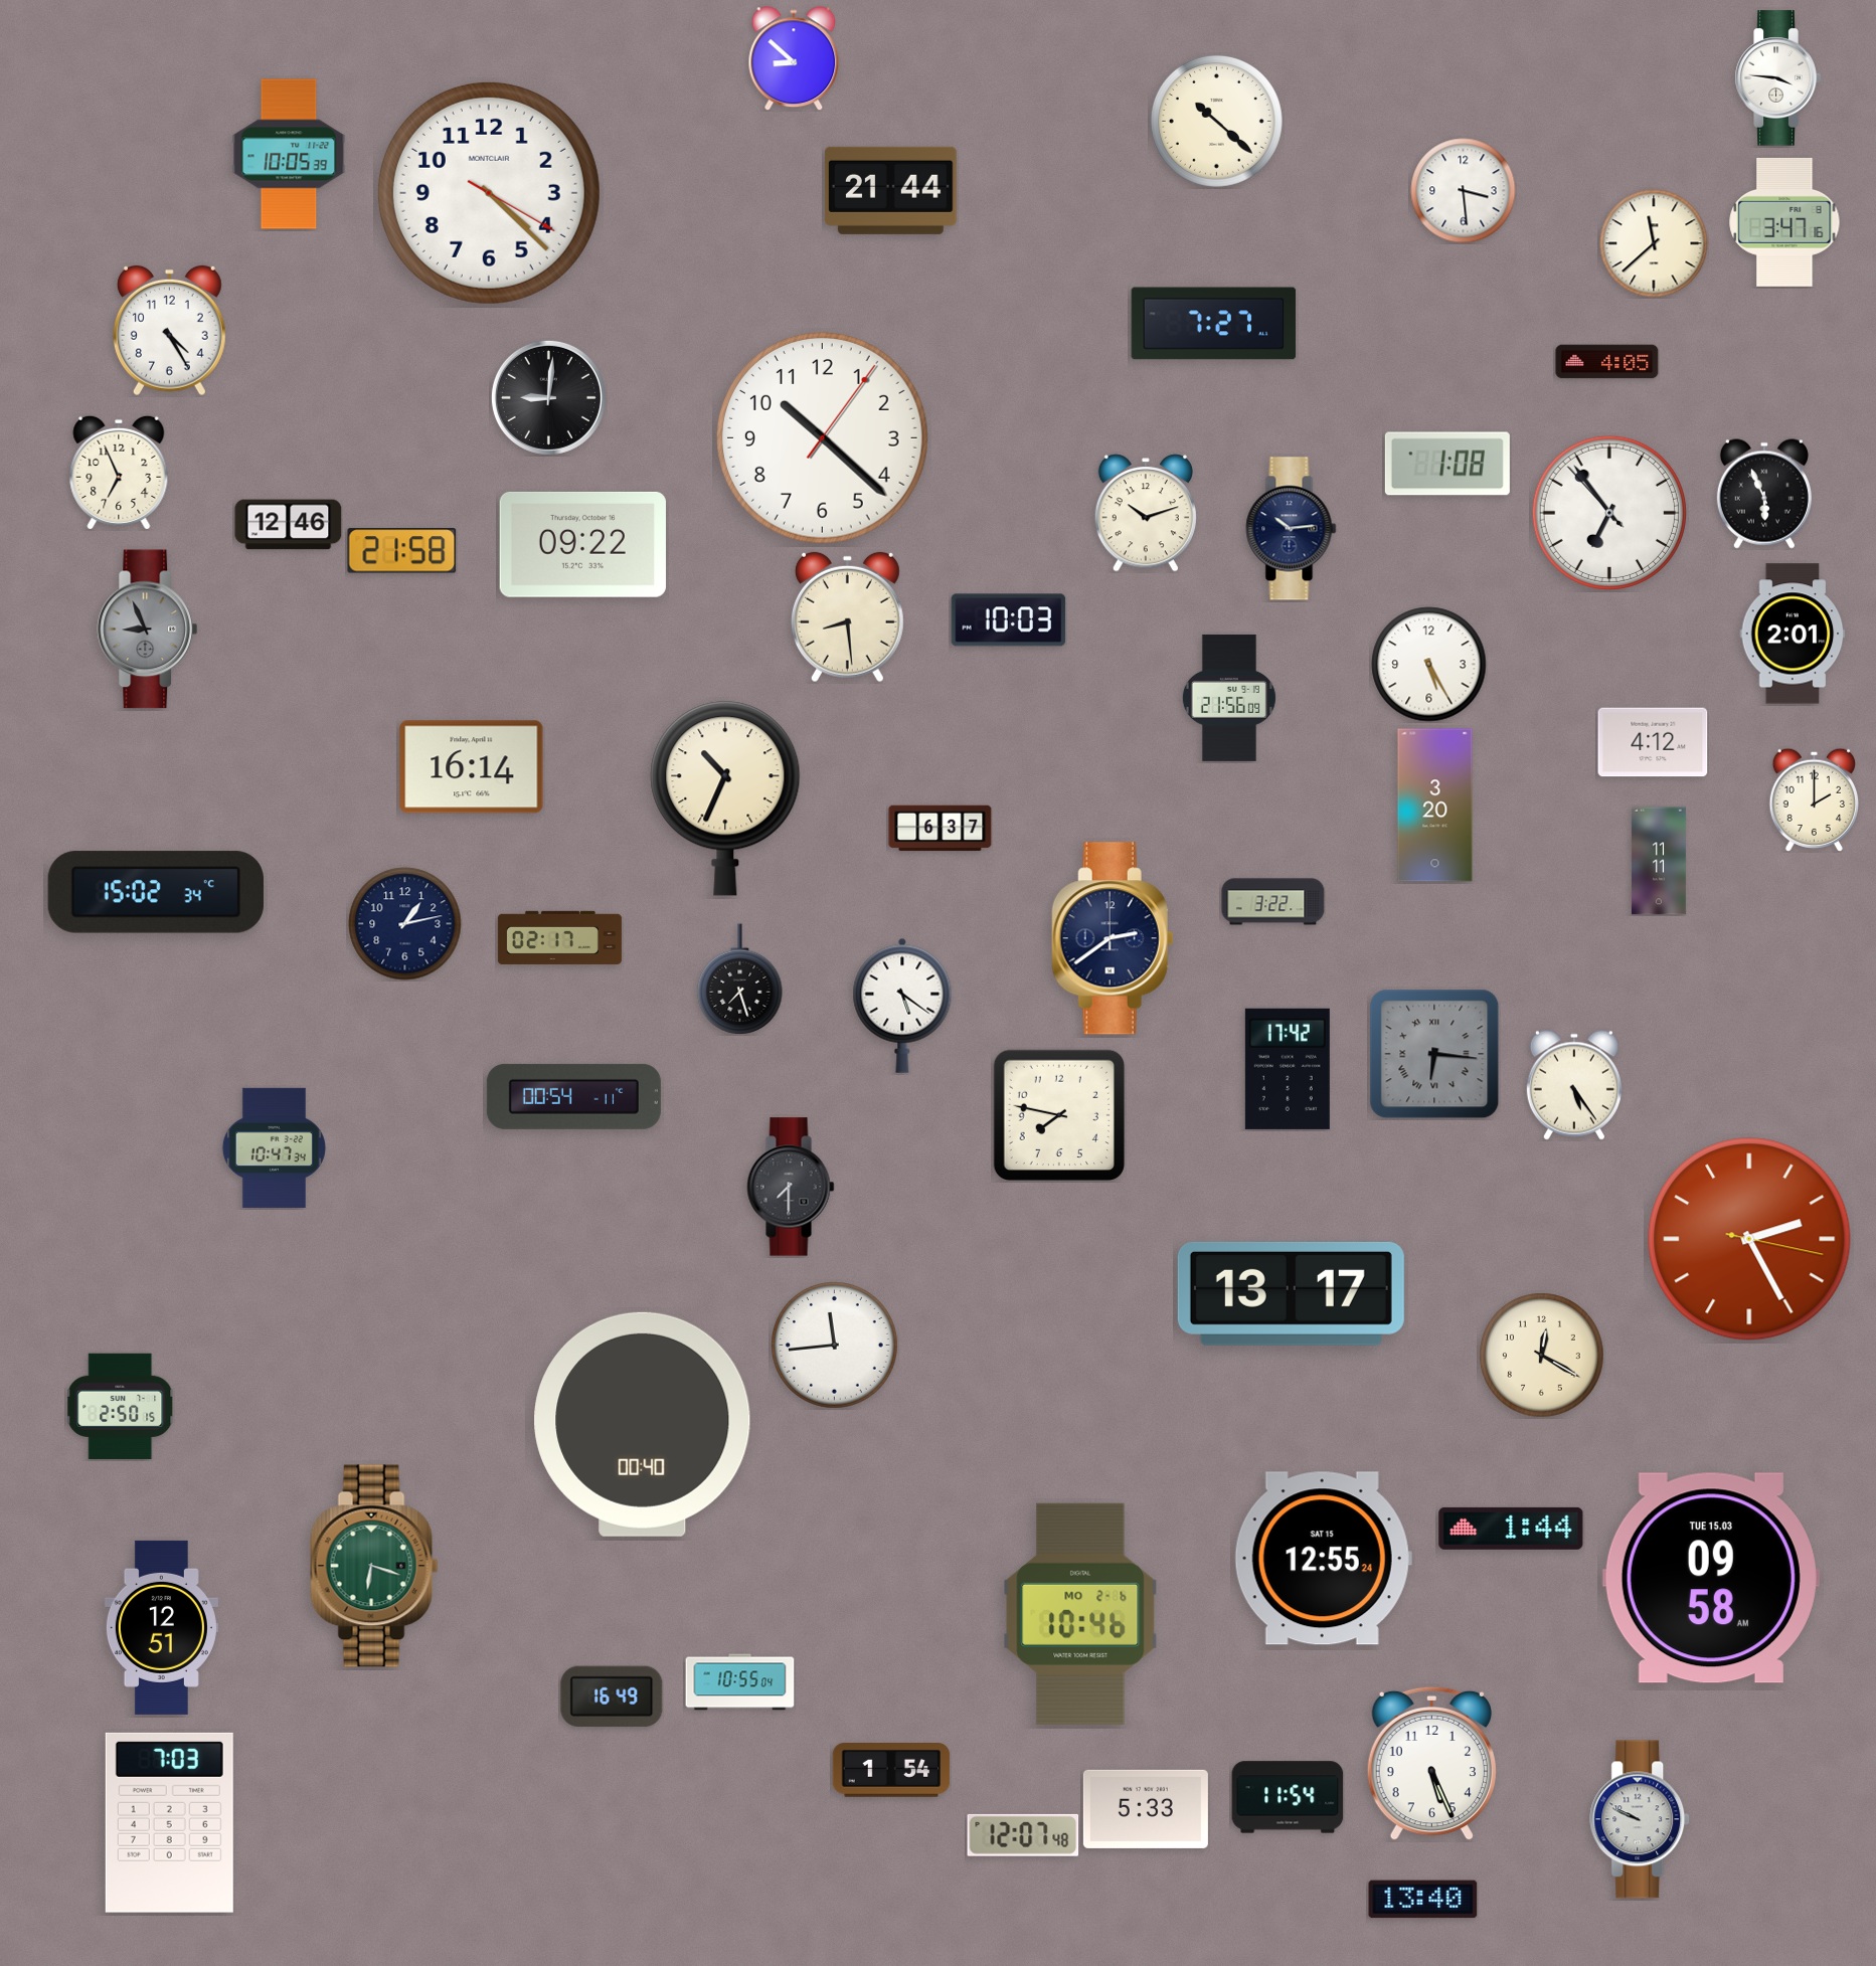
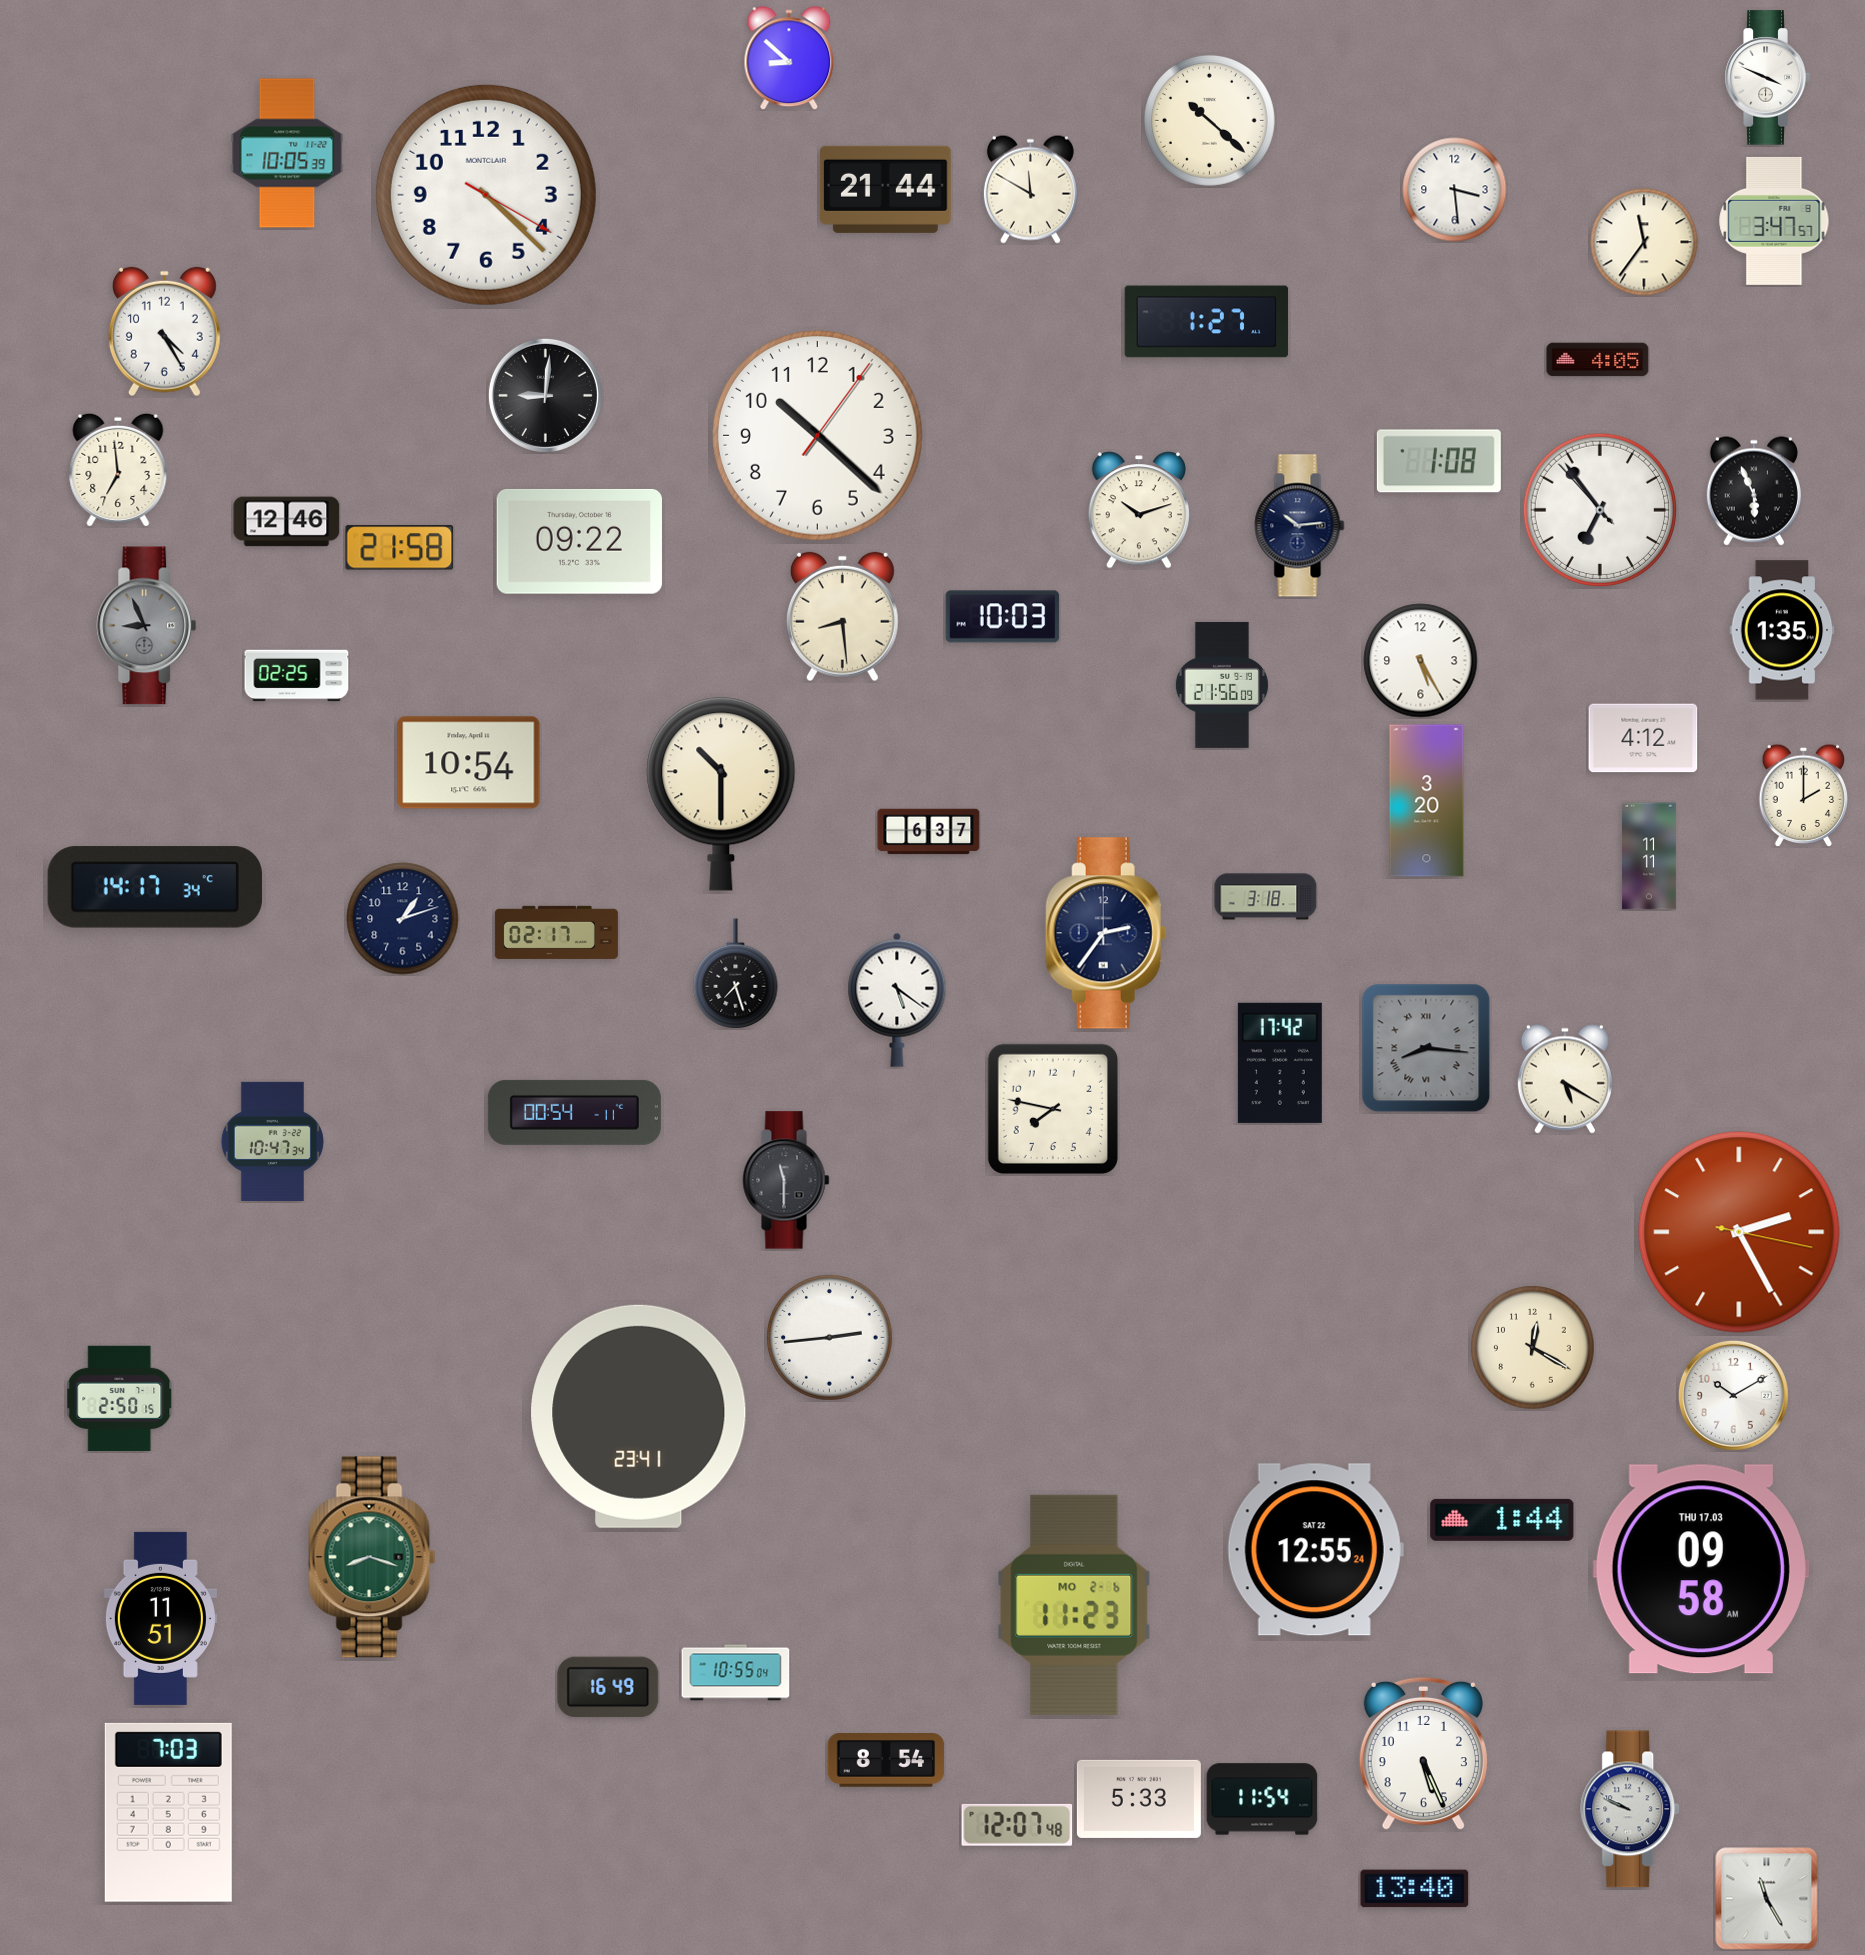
clock at (1777, 78): 3:46 -> 3:49
clock at (1030, 189): none -> 11:50
clock at (489, 193) position: (489, 193) -> (486, 195)
clock at (1784, 222): 3:47:16 -> 3:47:57
clock at (1654, 243): 11:38 -> 11:36
clock at (1214, 324): 7:27 -> 1:27
clock at (169, 331) position: (169, 331) -> (164, 332)
clock at (119, 472): 6:56 -> 6:59
clock at (1292, 529) position: (1292, 529) -> (1300, 526)
clock at (847, 617) position: (847, 617) -> (842, 617)
clock at (1793, 634): 2:01 -> 1:35
clock at (297, 676): none -> 02:25
clock at (1229, 698) position: (1229, 698) -> (1222, 685)
clock at (472, 767): 16:14 -> 10:54
clock at (725, 798): 10:34 -> 10:30
clock at (941, 829) position: (941, 829) -> (929, 832)
clock at (156, 892): 15:02 -> 14:17
clock at (1273, 902): 3:22 -> 3:18
clock at (405, 924): 1:13 -> 1:12
clock at (1113, 938): 2:39 -> 2:36
clock at (1434, 1054): 6:16 -> 8:16
clock at (1574, 1085): 5:24 -> 5:20
clock at (573, 1096) position: (573, 1096) -> (574, 1112)
clock at (791, 1187): 7:30 -> 11:30
clock at (1291, 1293): 13:17 -> none
clock at (835, 1346): 11:44 -> 2:44
clock at (1733, 1395): none -> 10:10
clock at (643, 1424): 00:40 -> 23:41
clock at (1323, 1559) date: SAT 15 -> SAT 22
clock at (374, 1566): 6:18 -> 8:18
clock at (1711, 1578) date: TUE 15.03 -> THU 17.03
clock at (1080, 1614): 10:46 -> 11:23
clock at (161, 1627): 12:51 -> 11:51
clock at (891, 1771): 1:54 -> 8:54
clock at (1288, 1797) position: (1288, 1797) -> (1262, 1799)
clock at (1767, 1899): none -> 11:25
